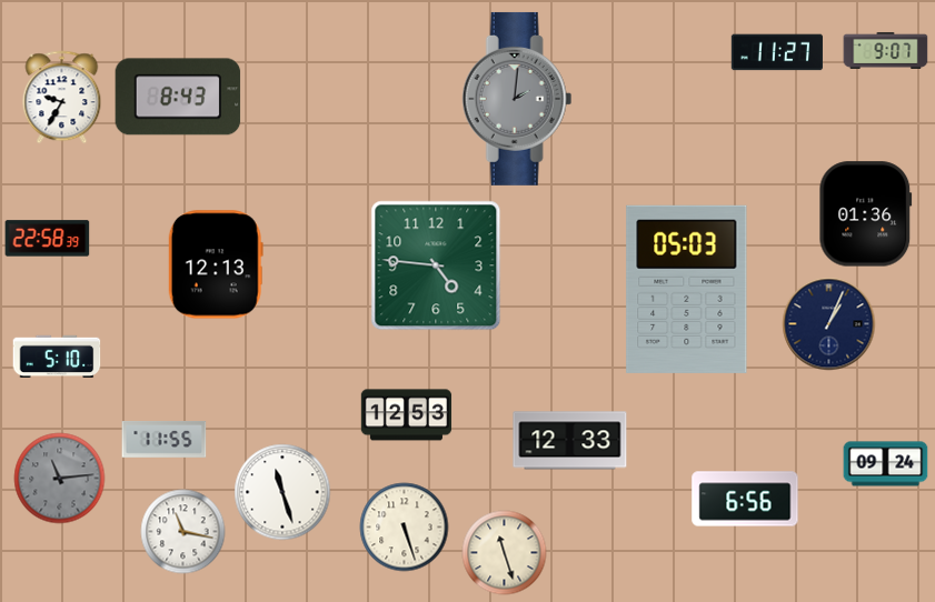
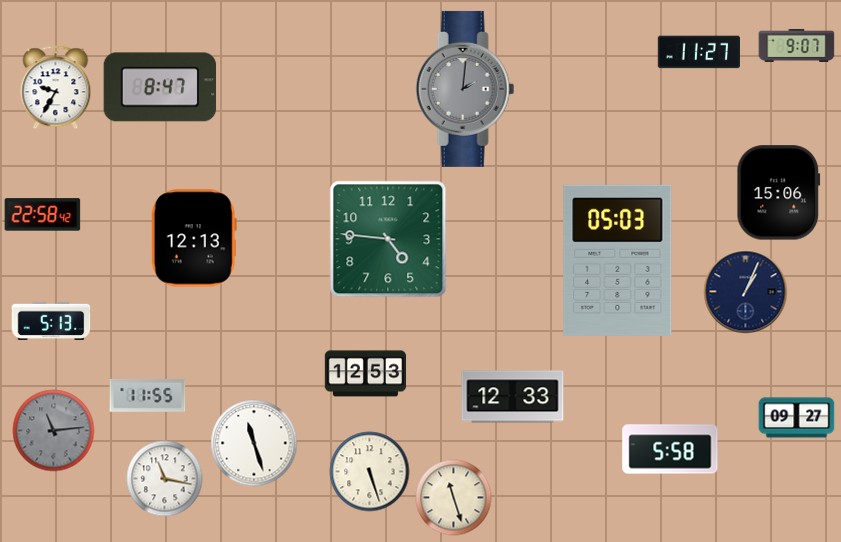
clock at (776, 52) position: (776, 52) -> (698, 52)
clock at (178, 97): 8:43 -> 8:47
clock at (866, 214): 01:36 -> 15:06
clock at (48, 239): 22:58:39 -> 22:58:42
clock at (436, 265) position: (436, 265) -> (388, 239)
clock at (57, 355): 5:10 -> 5:13
clock at (886, 464): 09:24 -> 09:27
clock at (745, 499): 6:56 -> 5:58
clock at (405, 528) position: (405, 528) -> (370, 472)
